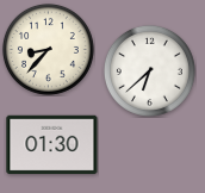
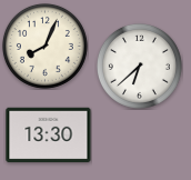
clock at (48, 49): 8:37 -> 8:04
clock at (52, 145): 01:30 -> 13:30
